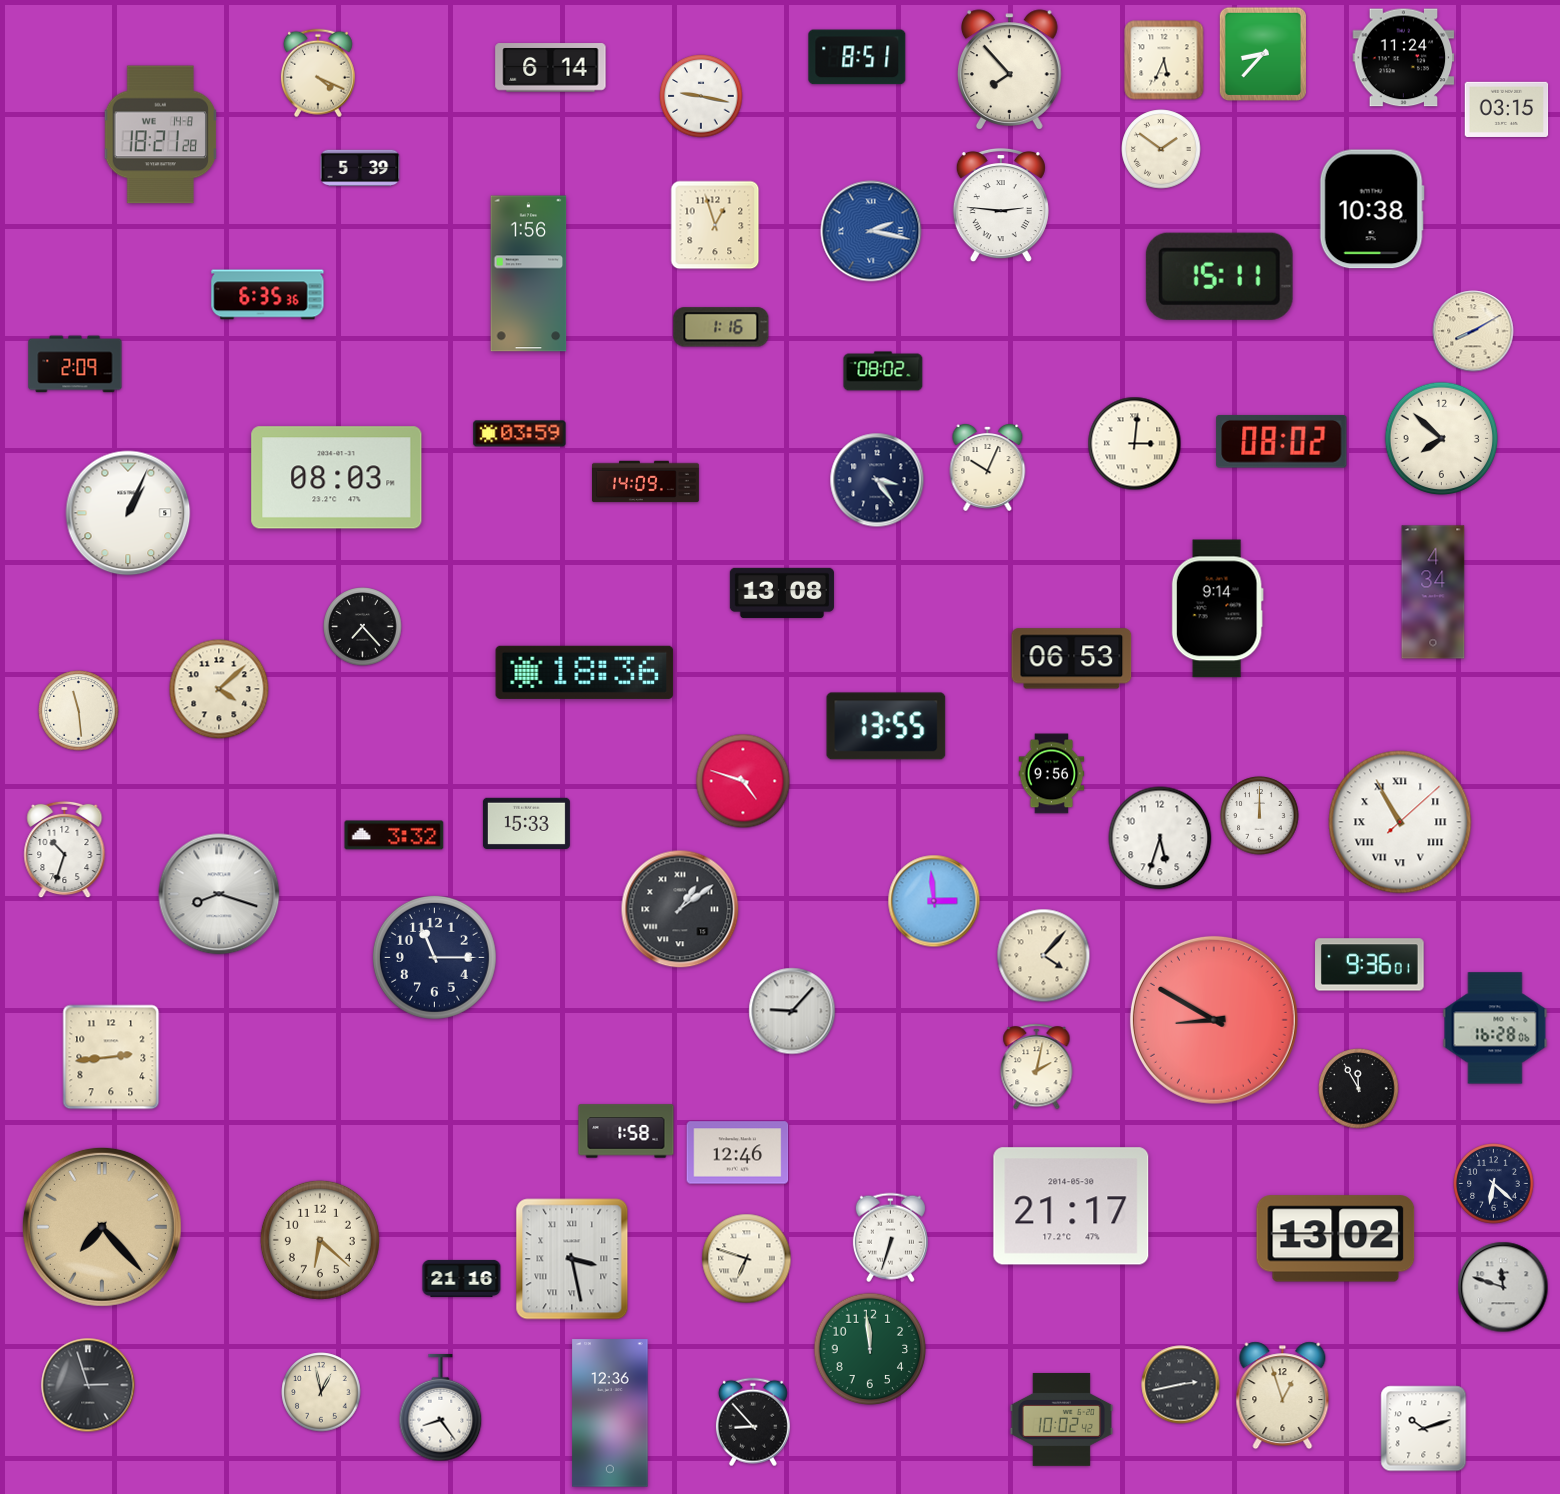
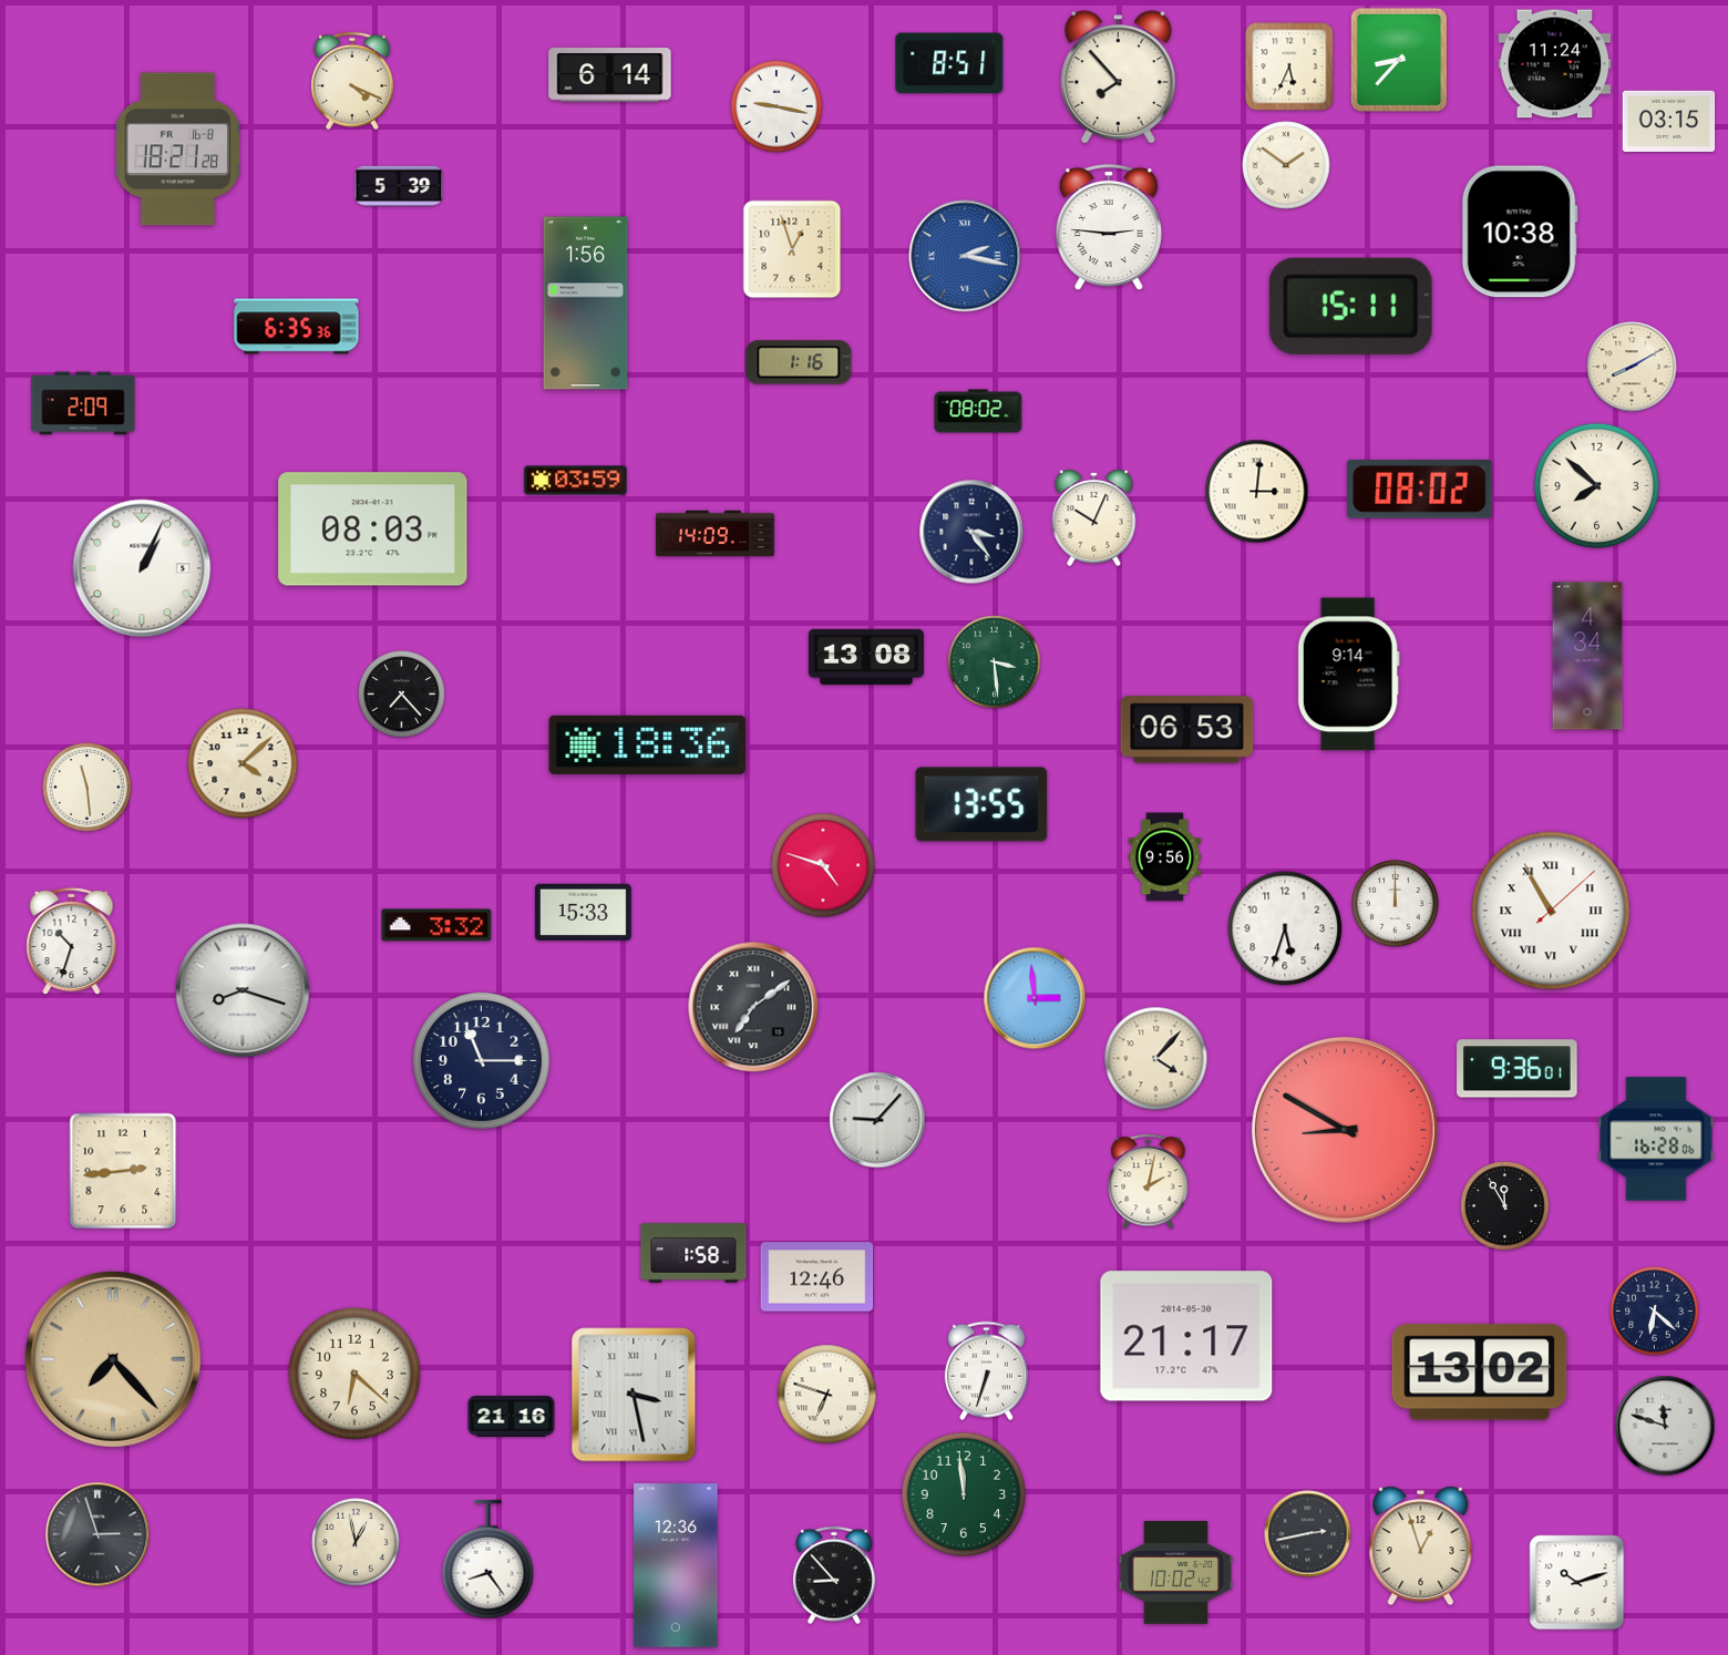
clock at (161, 135) date: WE 14-8 -> FR 16-8
clock at (995, 662): none -> 3:29
clock at (680, 909): 1:09 -> 7:09
